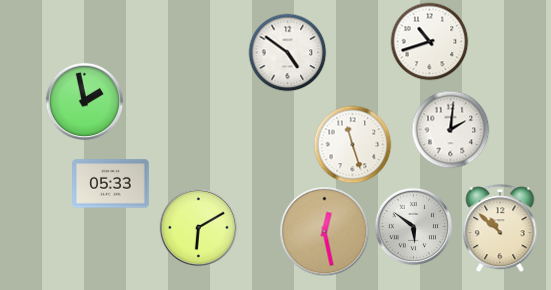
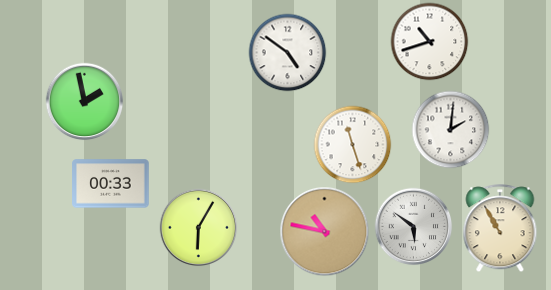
clock at (111, 184): 05:33 -> 00:33
clock at (198, 227): 6:10 -> 6:05
clock at (500, 228): 10:52 -> 10:55
clock at (324, 231): 12:28 -> 10:47
